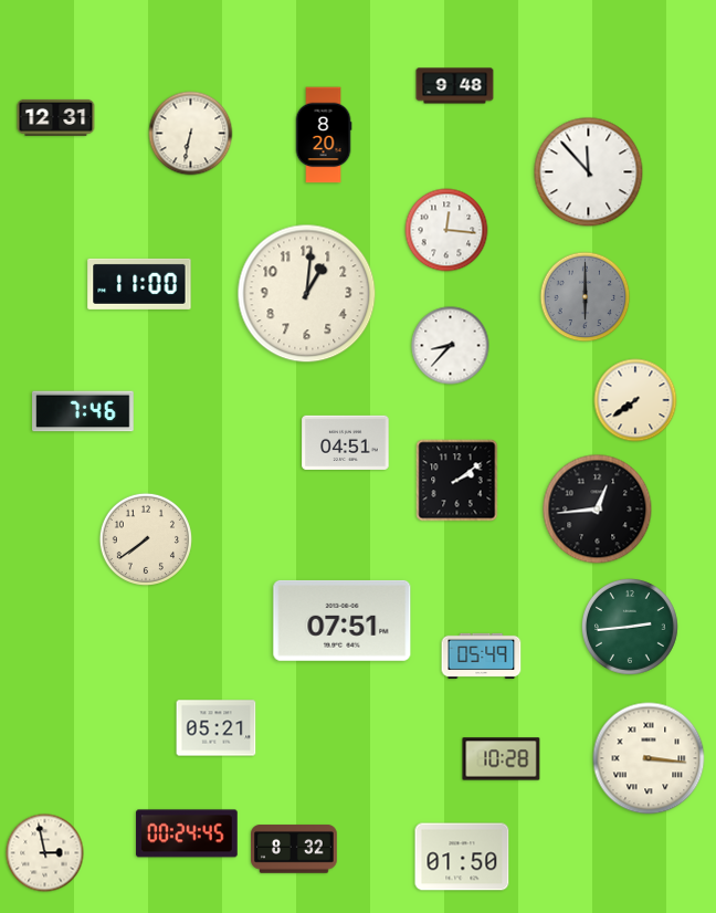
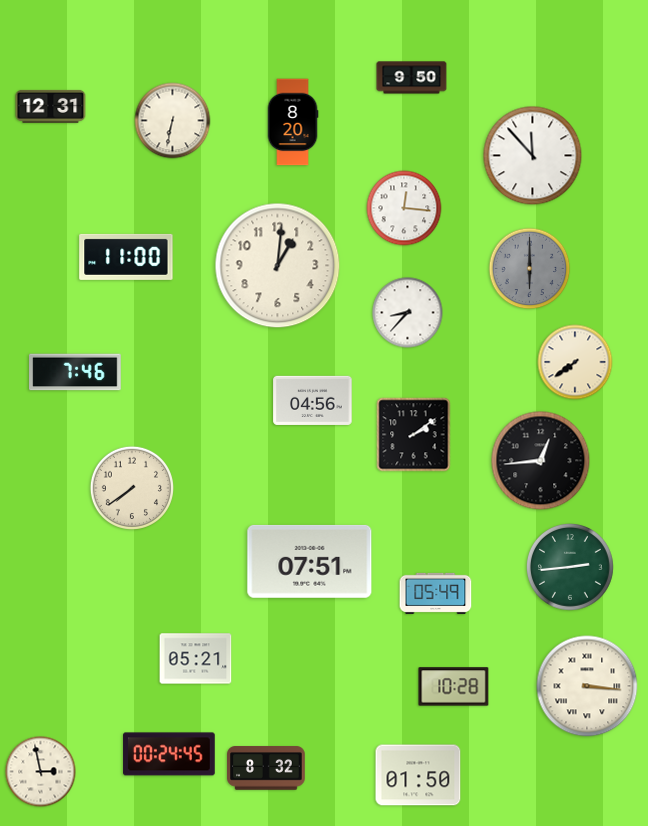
clock at (455, 86): 9:48 -> 9:50
clock at (346, 442): 04:51 -> 04:56
